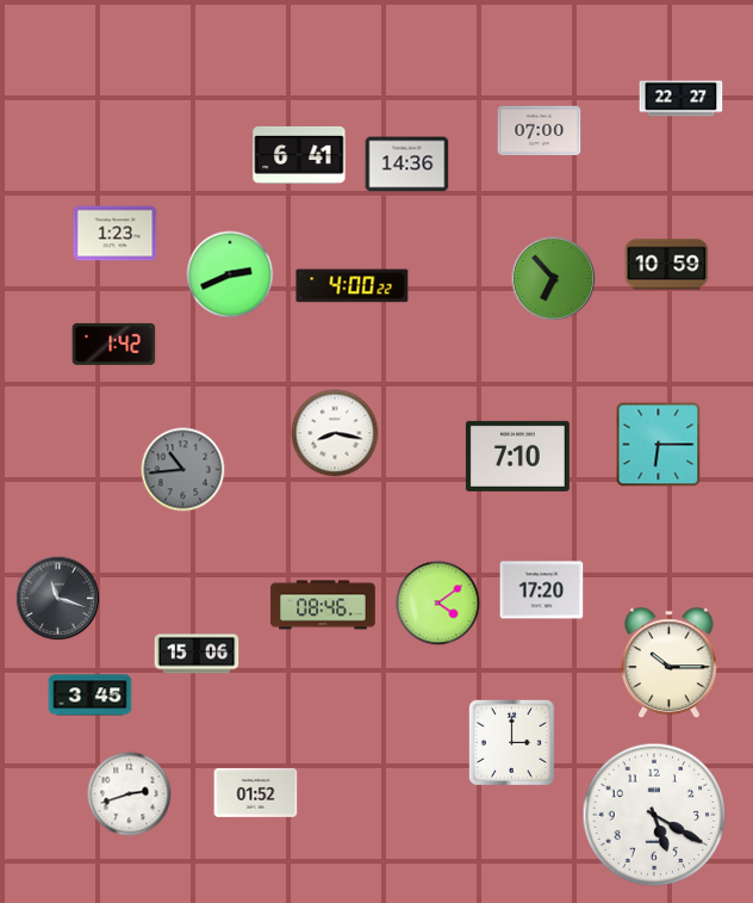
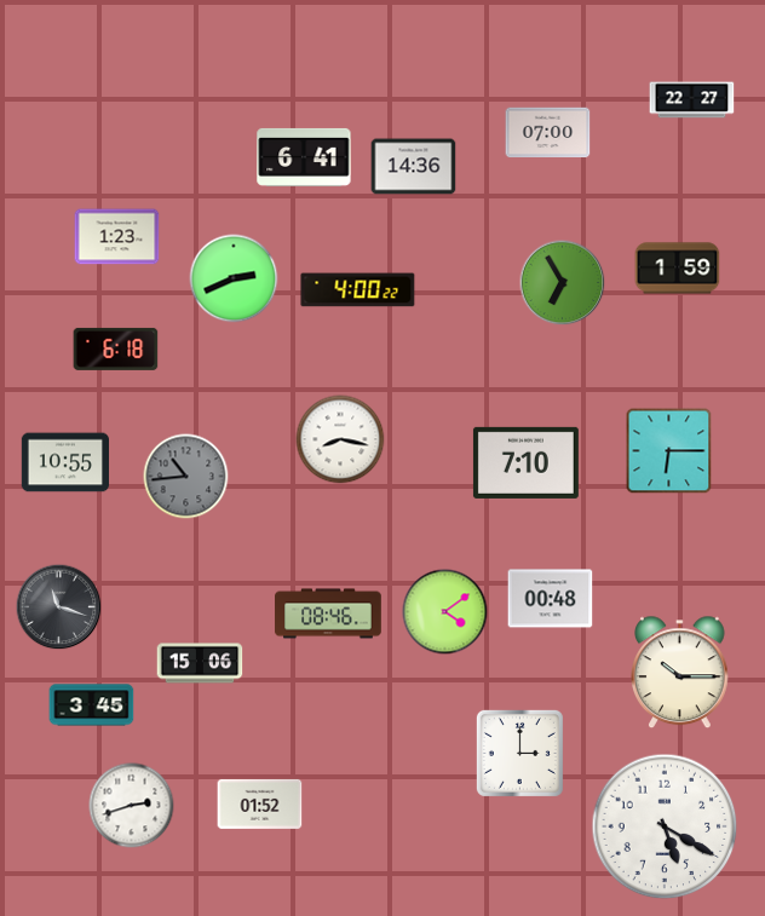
clock at (667, 265): 10:59 -> 1:59
clock at (554, 279): 6:53 -> 6:55
clock at (114, 344): 1:42 -> 6:18
clock at (64, 462): none -> 10:55
clock at (542, 590): 17:20 -> 00:48
